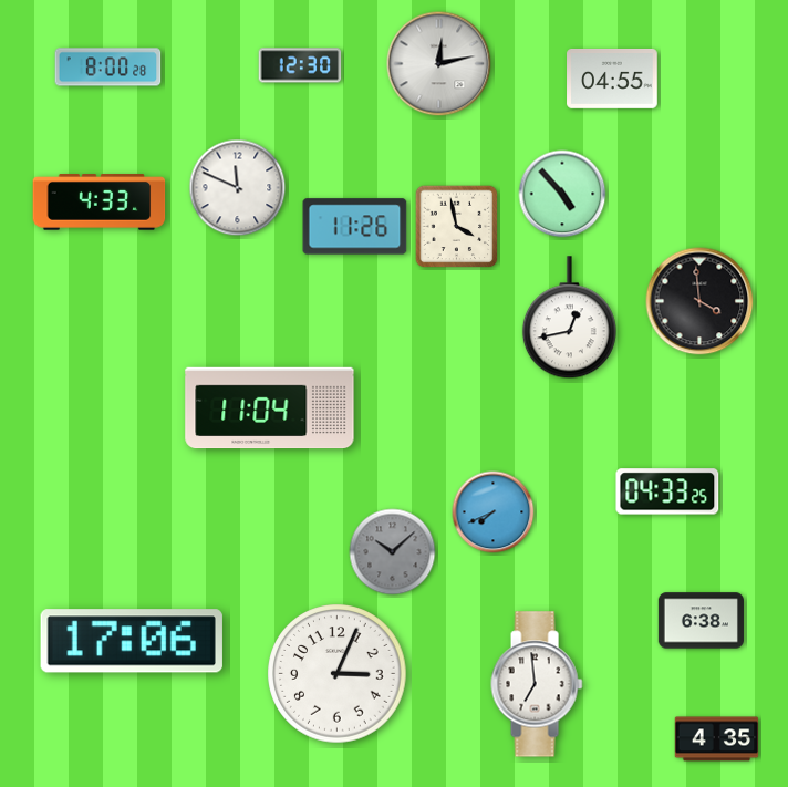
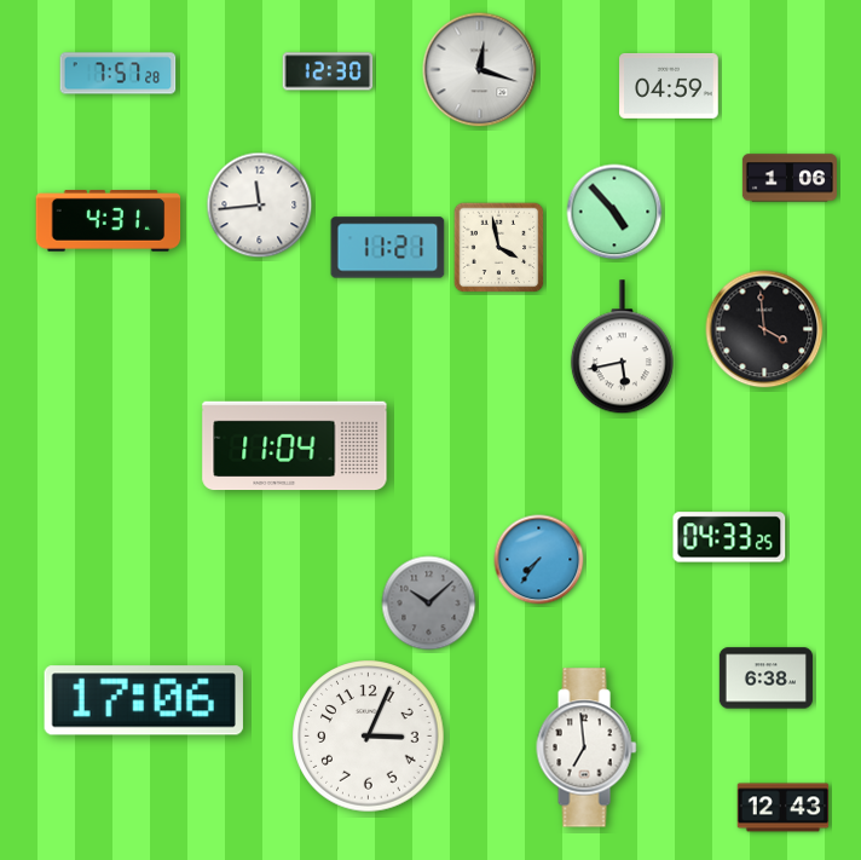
clock at (439, 64): 12:13 -> 12:18
clock at (108, 68): 8:00 -> 7:57
clock at (612, 79): 04:55 -> 04:59
clock at (790, 178): none -> 1:06
clock at (238, 188): 11:49 -> 11:44
clock at (100, 203): 4:33 -> 4:31
clock at (355, 227): 11:26 -> 11:21
clock at (569, 318): 12:43 -> 5:43
clock at (494, 512): 7:41 -> 7:36
clock at (717, 739): 4:35 -> 12:43
